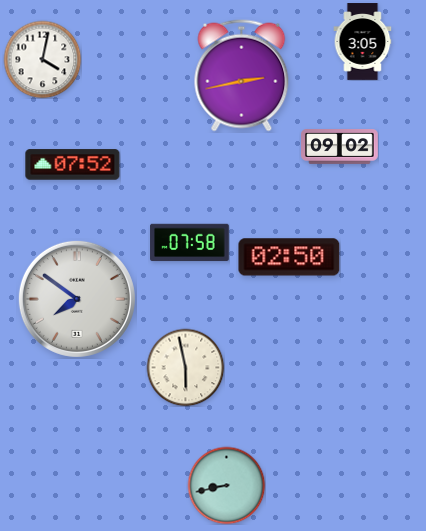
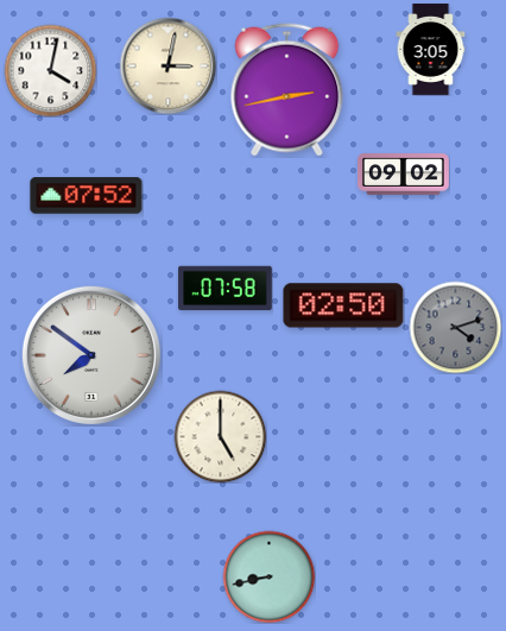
clock at (167, 65): none -> 3:02
clock at (455, 327): none -> 4:12
clock at (185, 367): 5:58 -> 5:00
